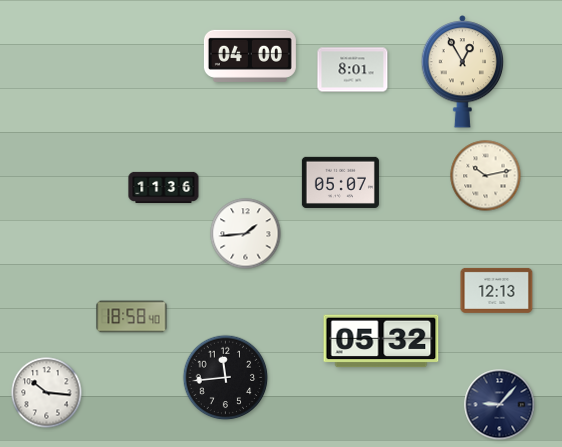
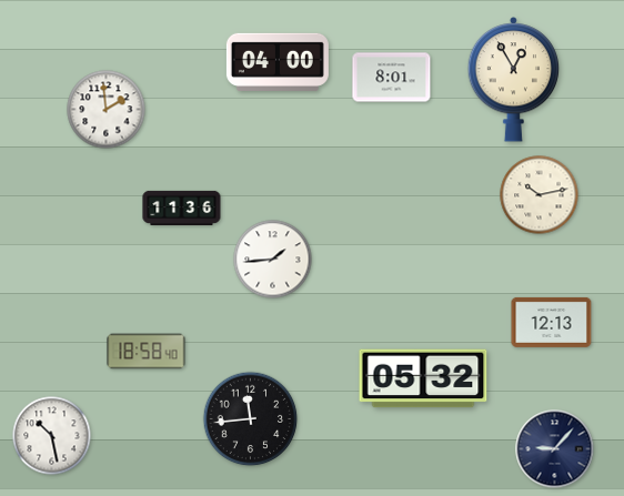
clock at (107, 110): none -> 1:59
clock at (340, 182): 05:07 -> none
clock at (47, 393): 10:16 -> 10:28
